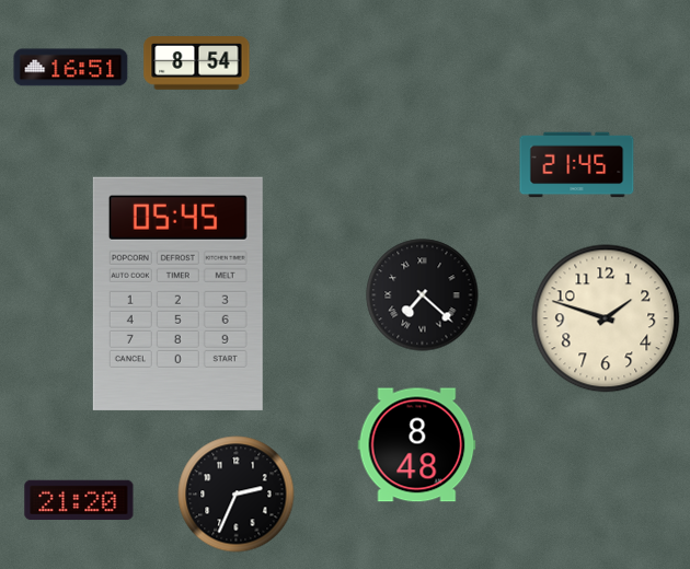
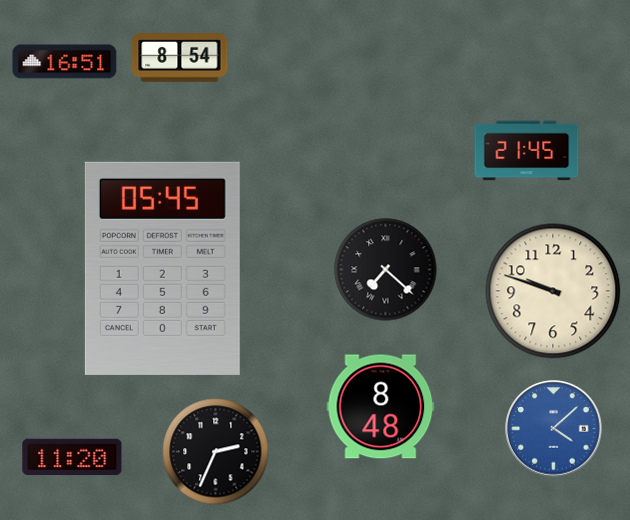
clock at (606, 318): 1:48 -> 9:48
clock at (554, 429): none -> 4:08
clock at (79, 500): 21:20 -> 11:20
